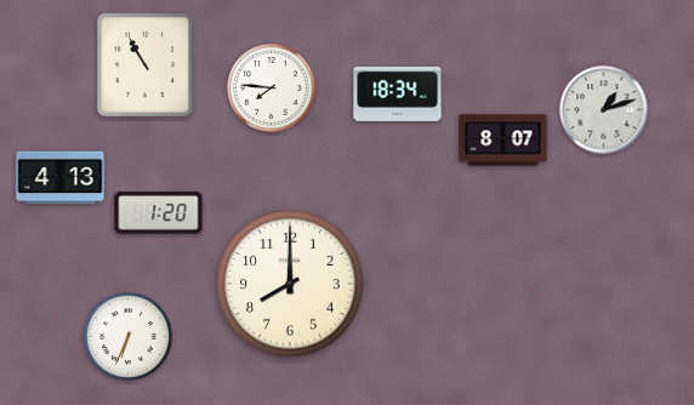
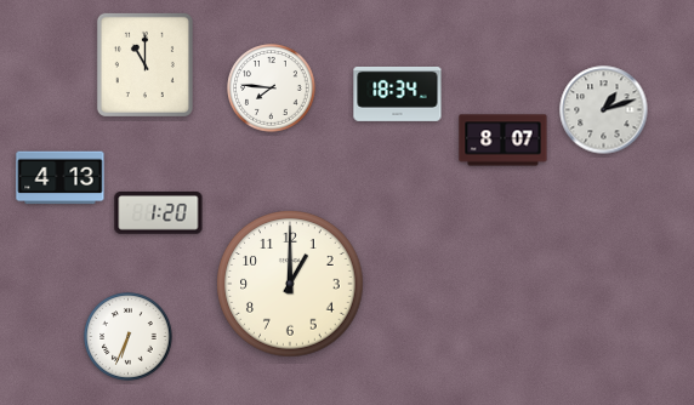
clock at (144, 64): 10:55 -> 11:00
clock at (290, 284): 8:00 -> 1:00
